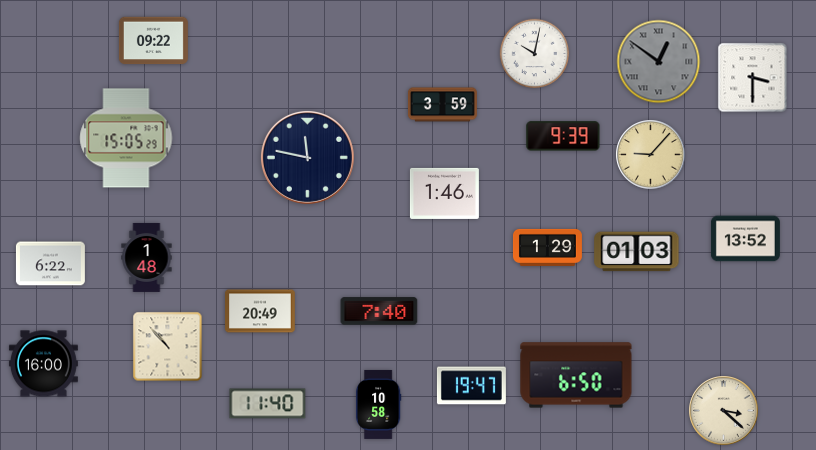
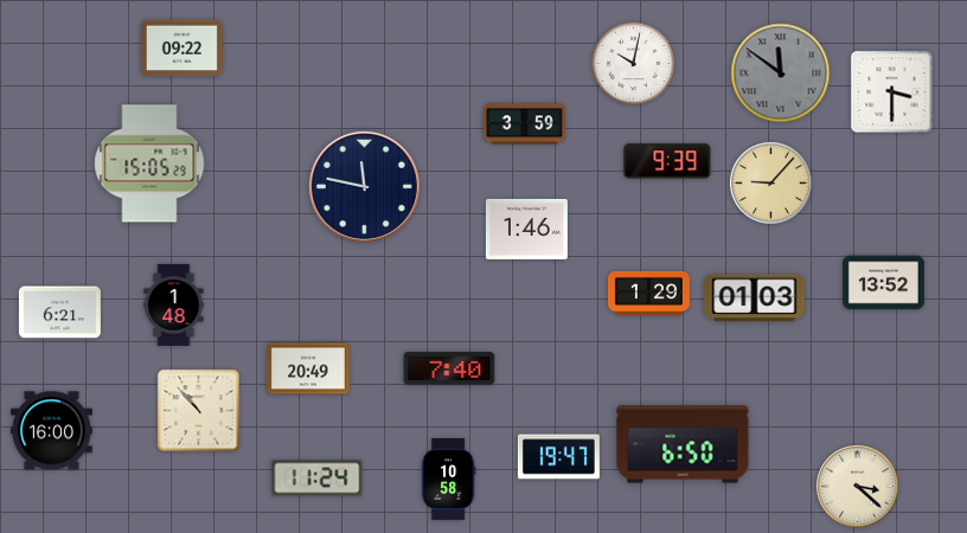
clock at (659, 62): 12:51 -> 11:51
clock at (50, 264): 6:22 -> 6:21
clock at (268, 404): 11:40 -> 11:24
